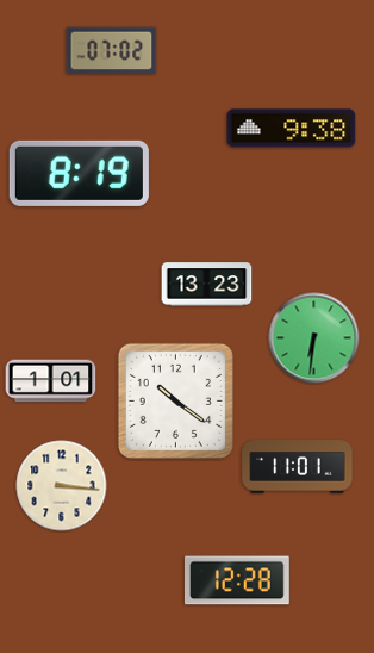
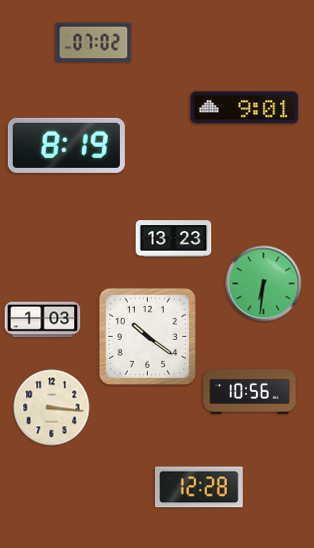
clock at (292, 129): 9:38 -> 9:01
clock at (51, 381): 1:01 -> 1:03
clock at (298, 467): 11:01 -> 10:56
